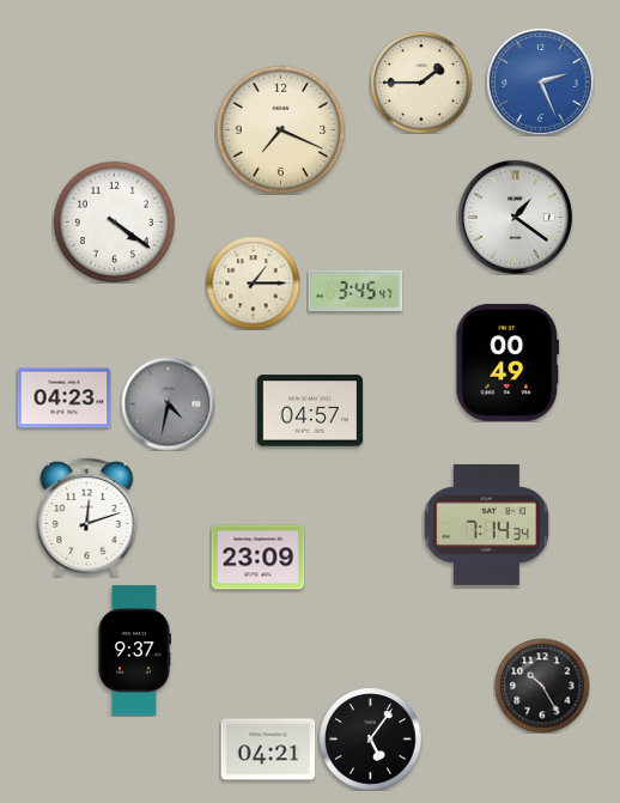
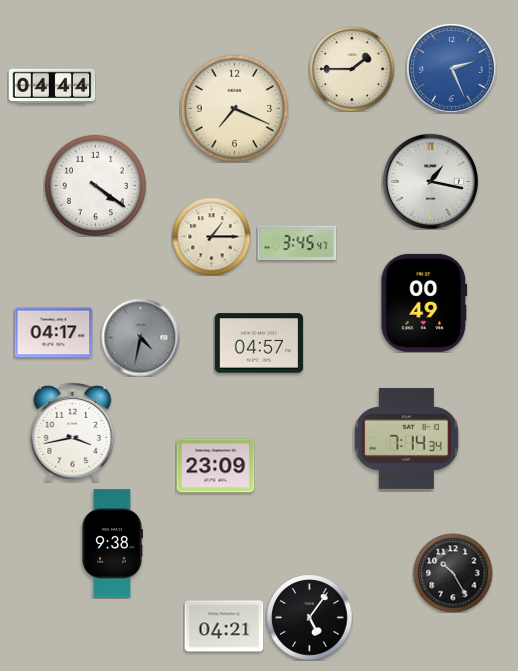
clock at (52, 86): none -> 04:44
clock at (515, 217): 1:21 -> 1:17
clock at (63, 399): 04:23 -> 04:17
clock at (87, 517): 12:12 -> 3:43
clock at (134, 651): 9:37 -> 9:38
